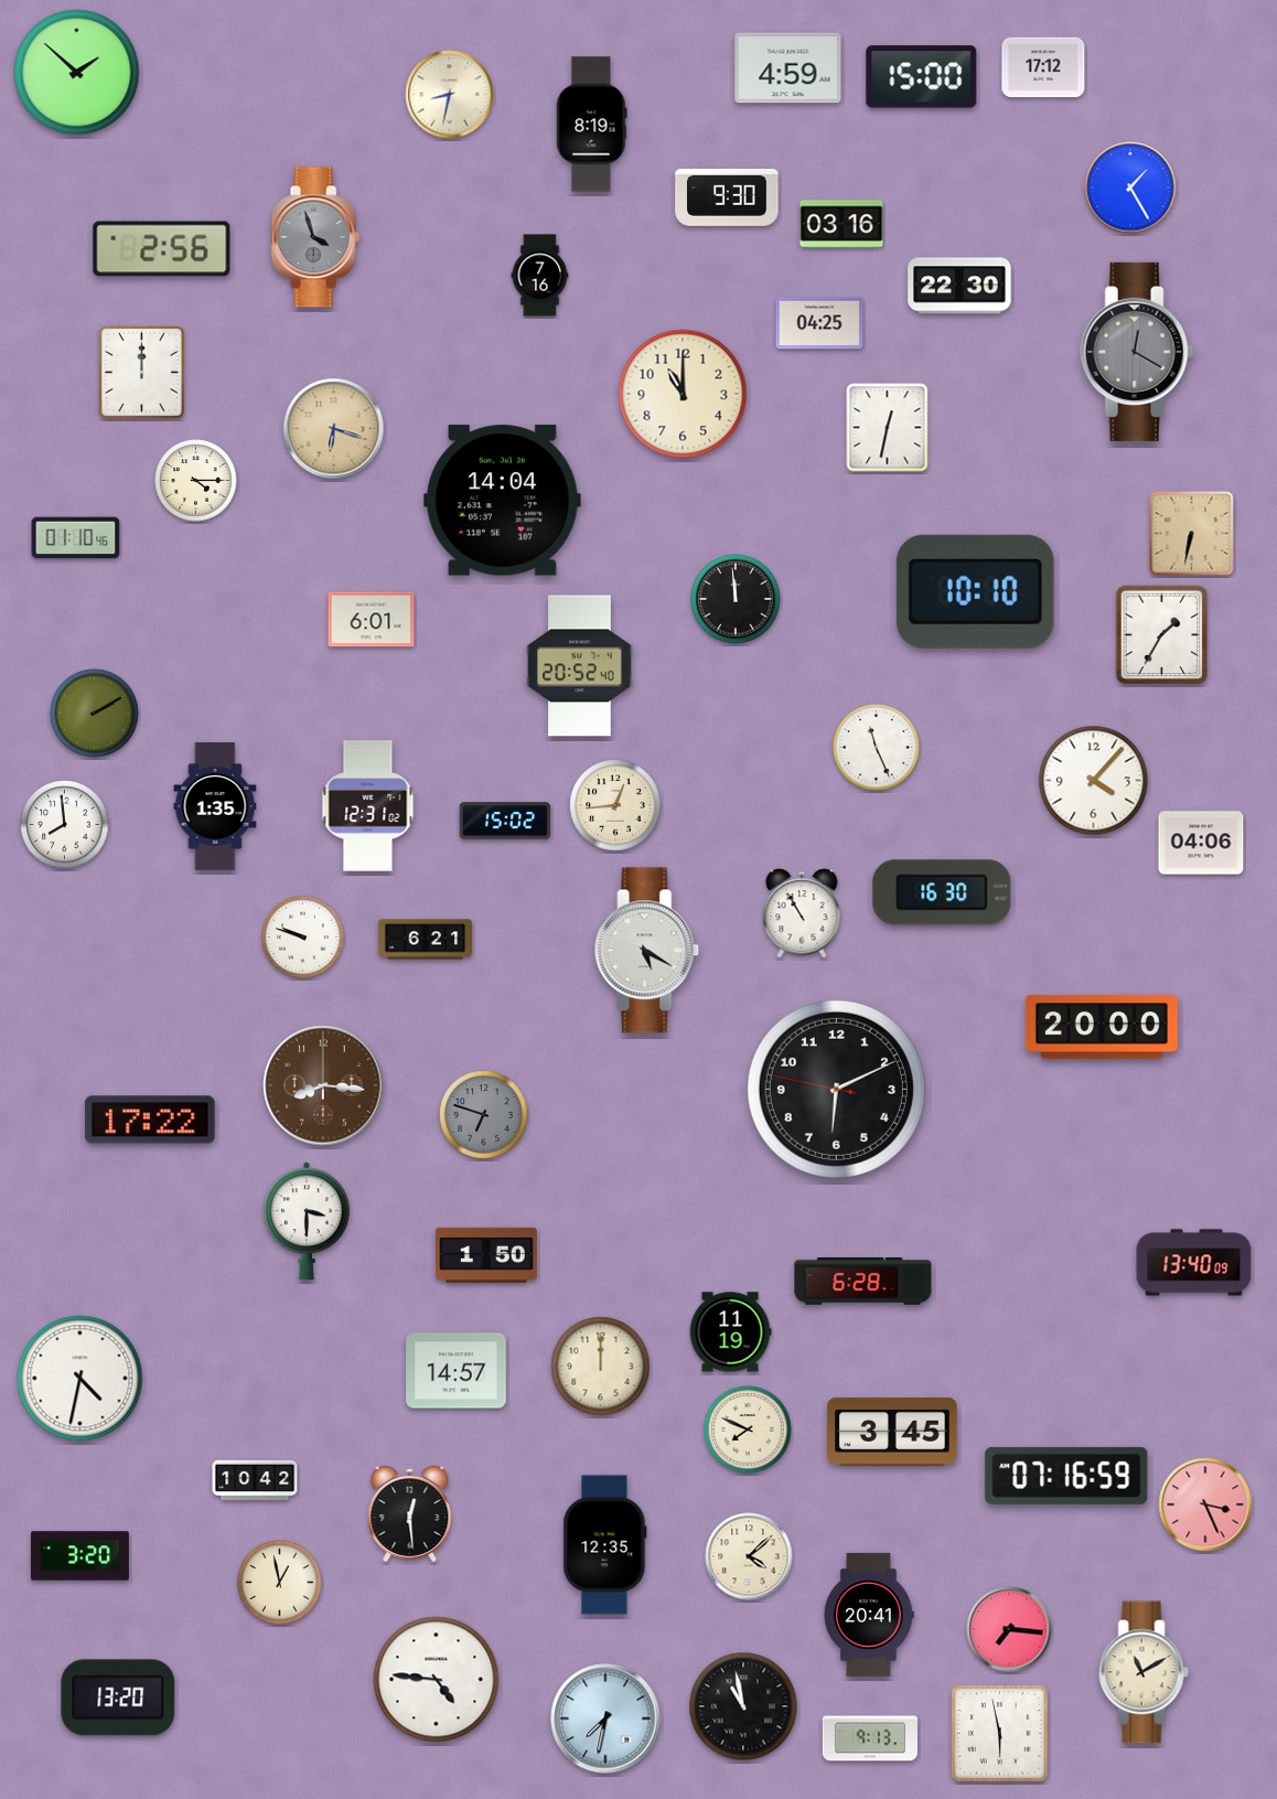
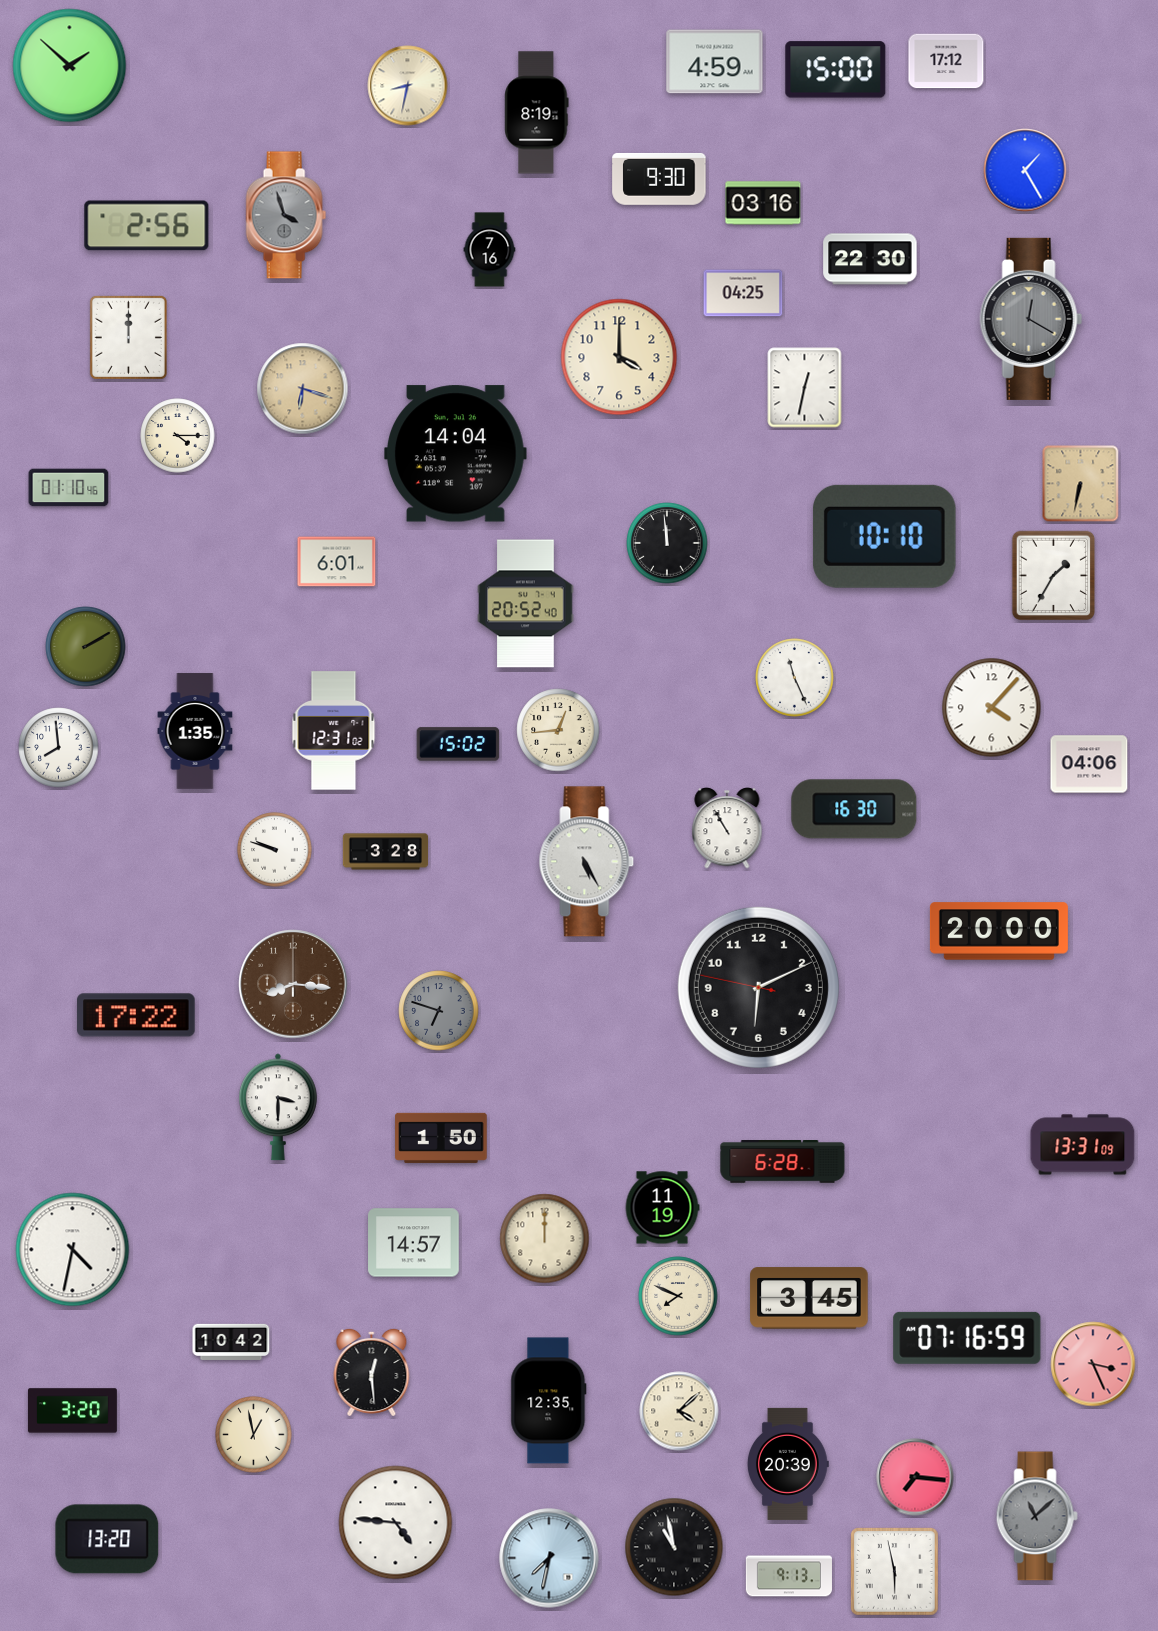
clock at (683, 394): 11:00 -> 4:00
clock at (426, 940): 6:21 -> 3:28
clock at (647, 951): 5:20 -> 5:25
clock at (1194, 1263): 13:40 -> 13:31
clock at (869, 1615): 20:41 -> 20:39
clock at (1144, 1672): 11:10 -> 11:08
clock at (1144, 1672) dial: cream -> grey
clock at (1000, 1734) position: (1000, 1734) -> (895, 1572)
